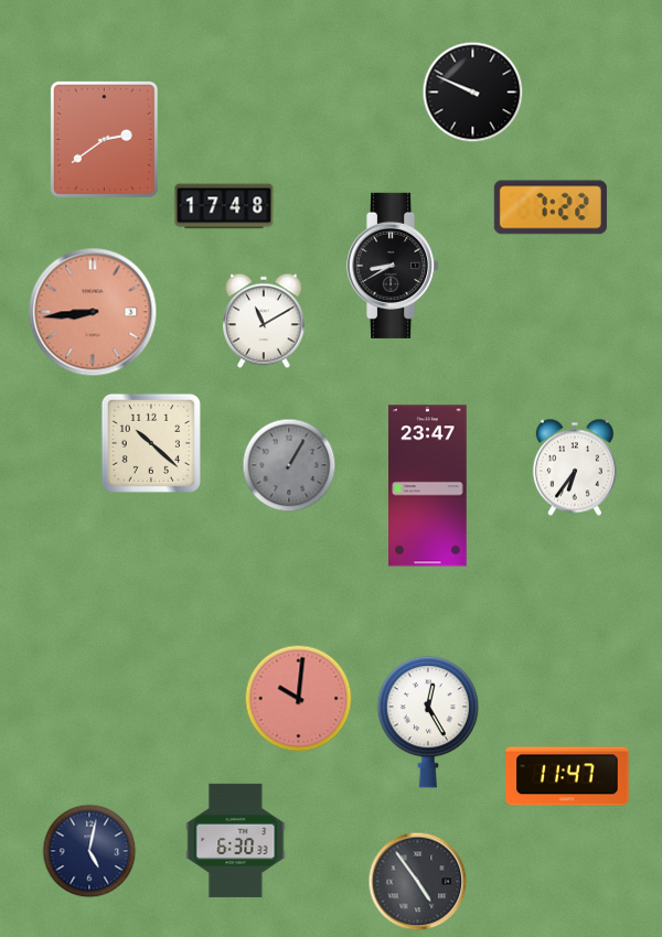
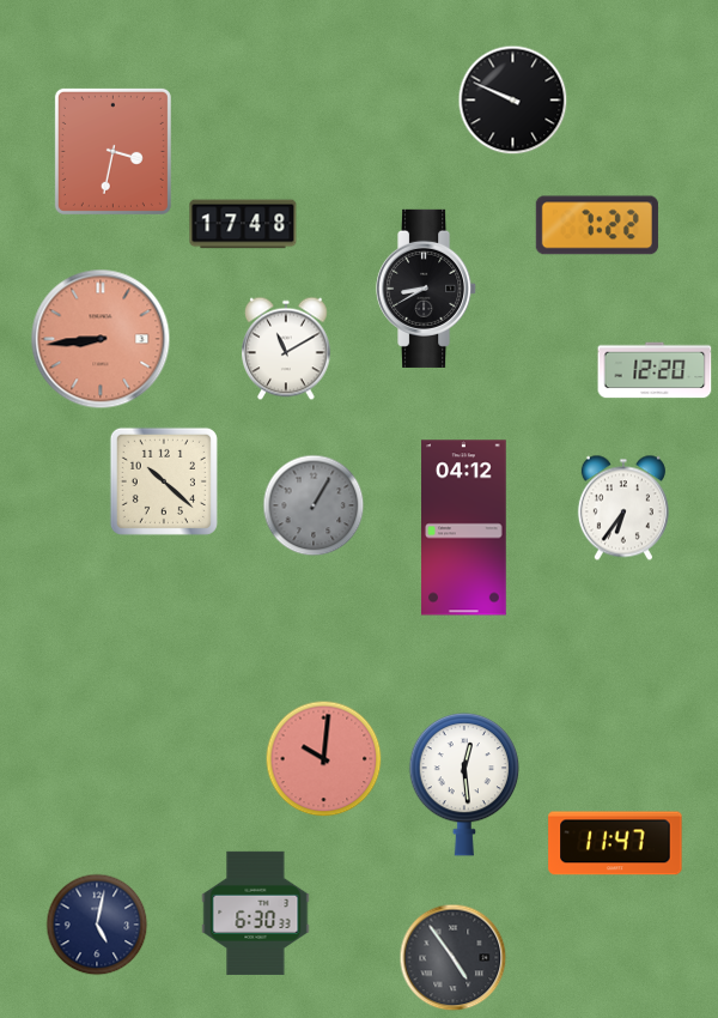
clock at (104, 139): 2:39 -> 3:32
clock at (655, 370): none -> 12:20
clock at (428, 486): 23:47 -> 04:12
clock at (428, 722): 12:25 -> 12:29
